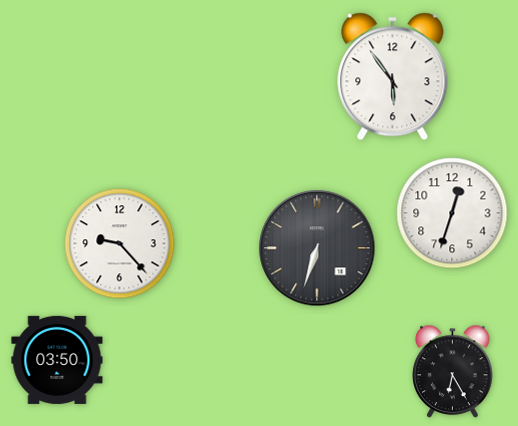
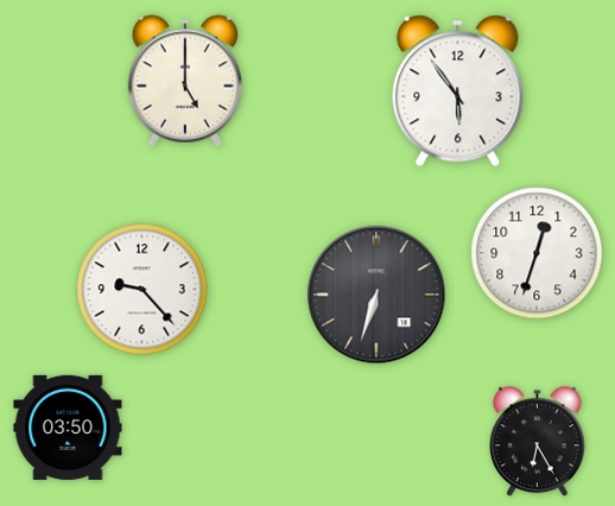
clock at (185, 81): none -> 5:00
clock at (393, 77) position: (393, 77) -> (458, 91)
